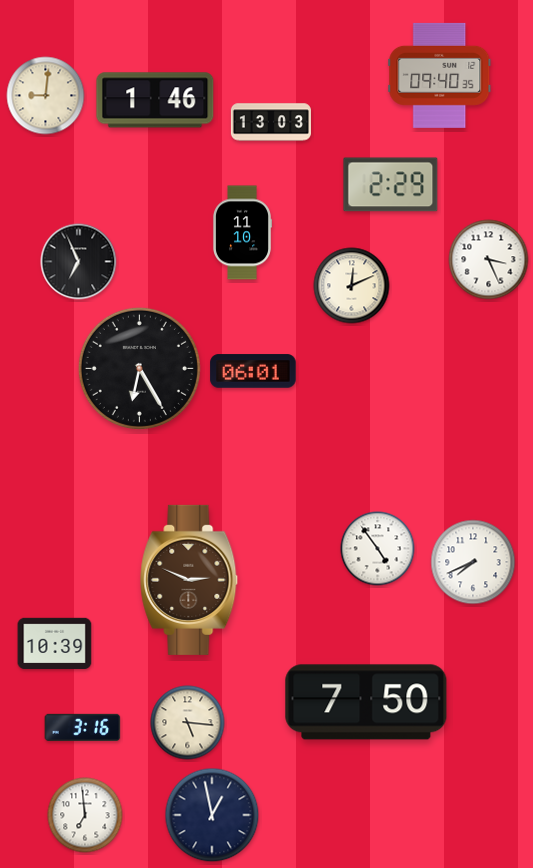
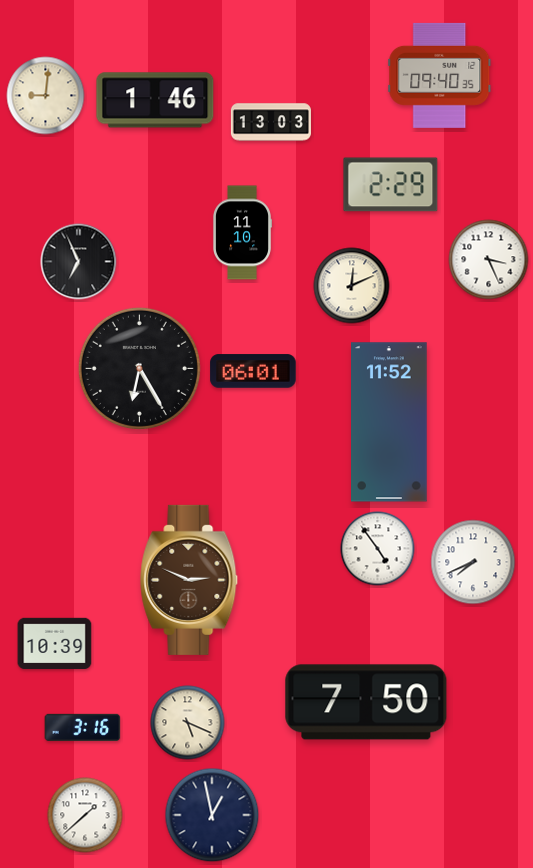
clock at (389, 422): none -> 11:52
clock at (188, 723): 5:16 -> 5:19
clock at (85, 815): 6:59 -> 1:38
